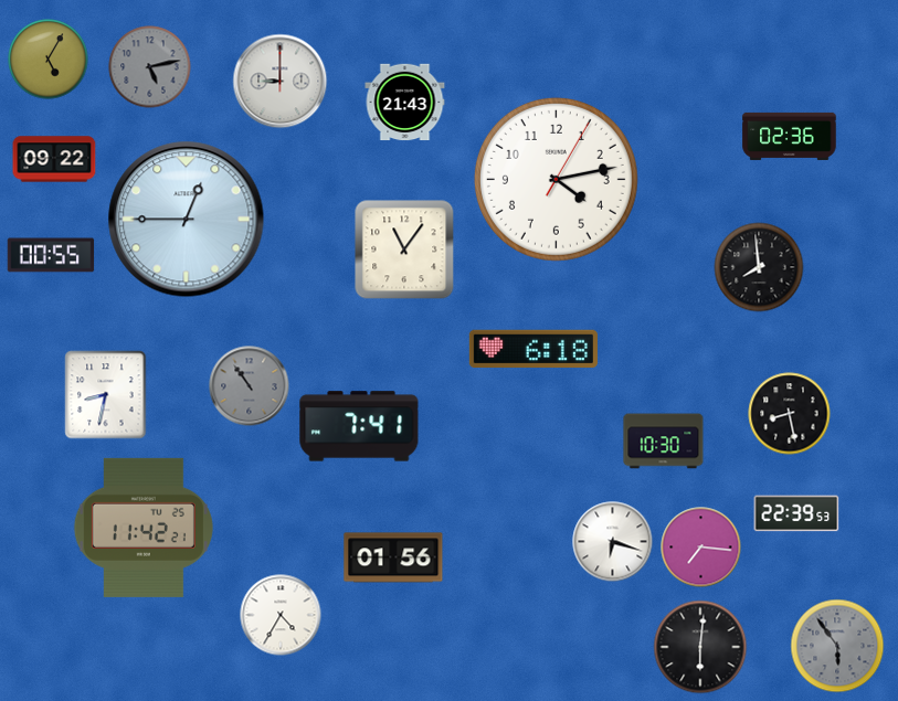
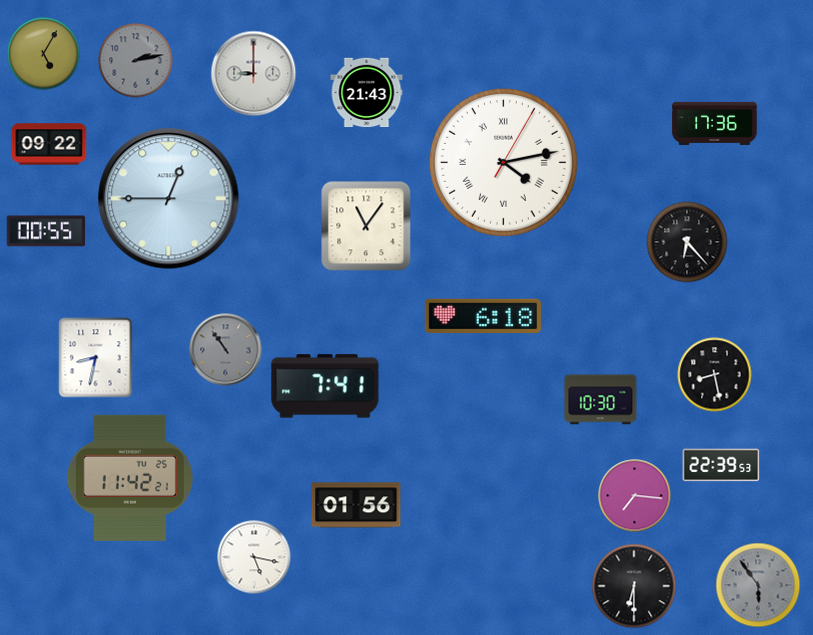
clock at (150, 67): 5:13 -> 2:13
clock at (790, 136): 02:36 -> 17:36
clock at (556, 179) numerals: Arabic -> Roman
clock at (759, 267): 7:59 -> 6:23
clock at (613, 542): 6:18 -> none
clock at (281, 615): 4:35 -> 5:17
clock at (700, 647): 6:01 -> 6:30
